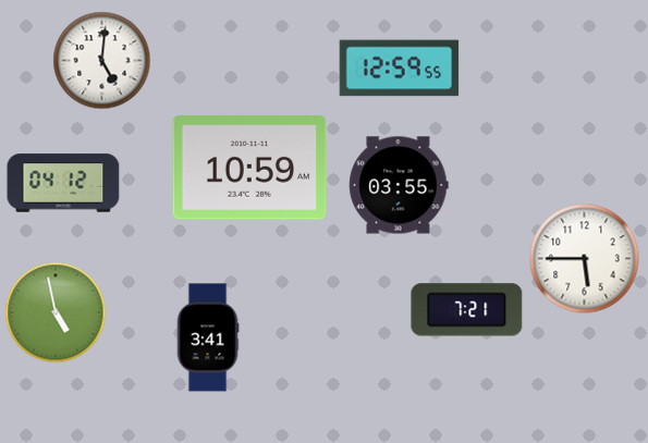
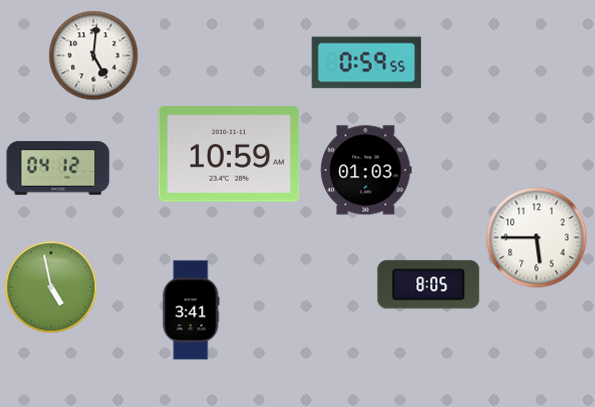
clock at (400, 69): 12:59 -> 0:59
clock at (399, 185): 03:55 -> 01:03
clock at (467, 310): 7:21 -> 8:05
